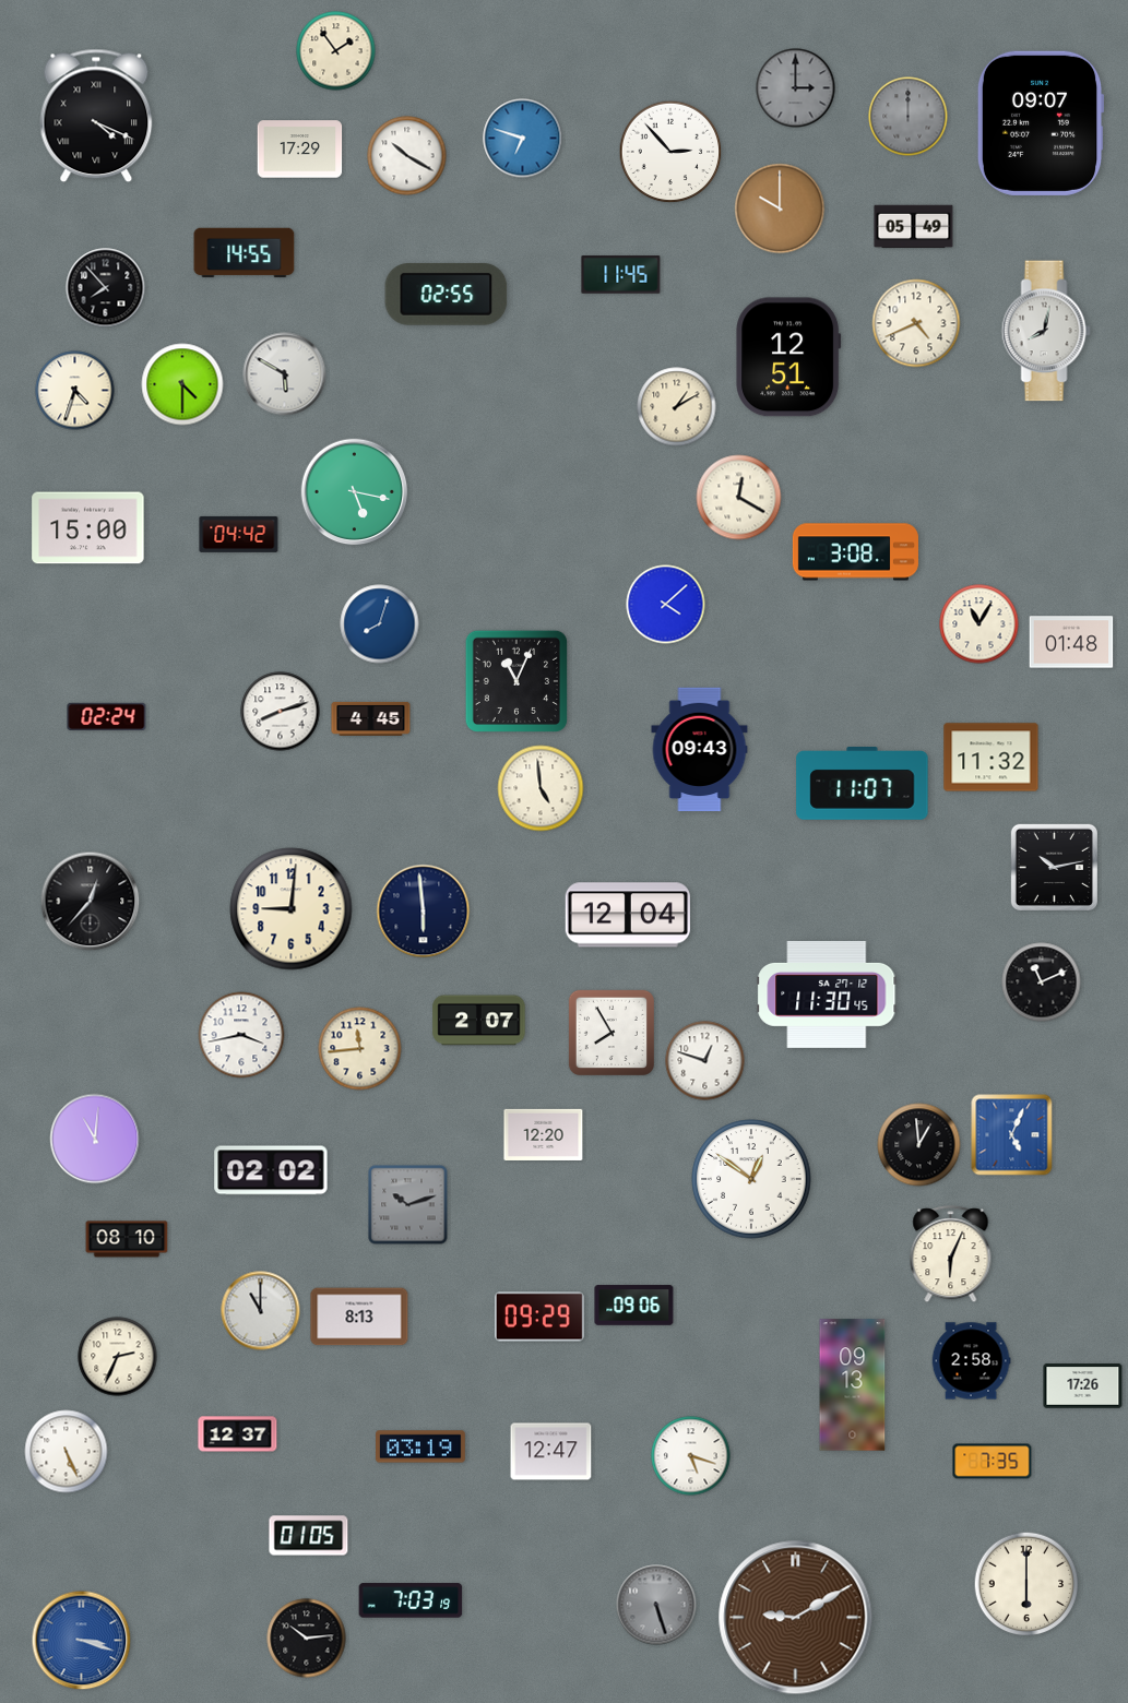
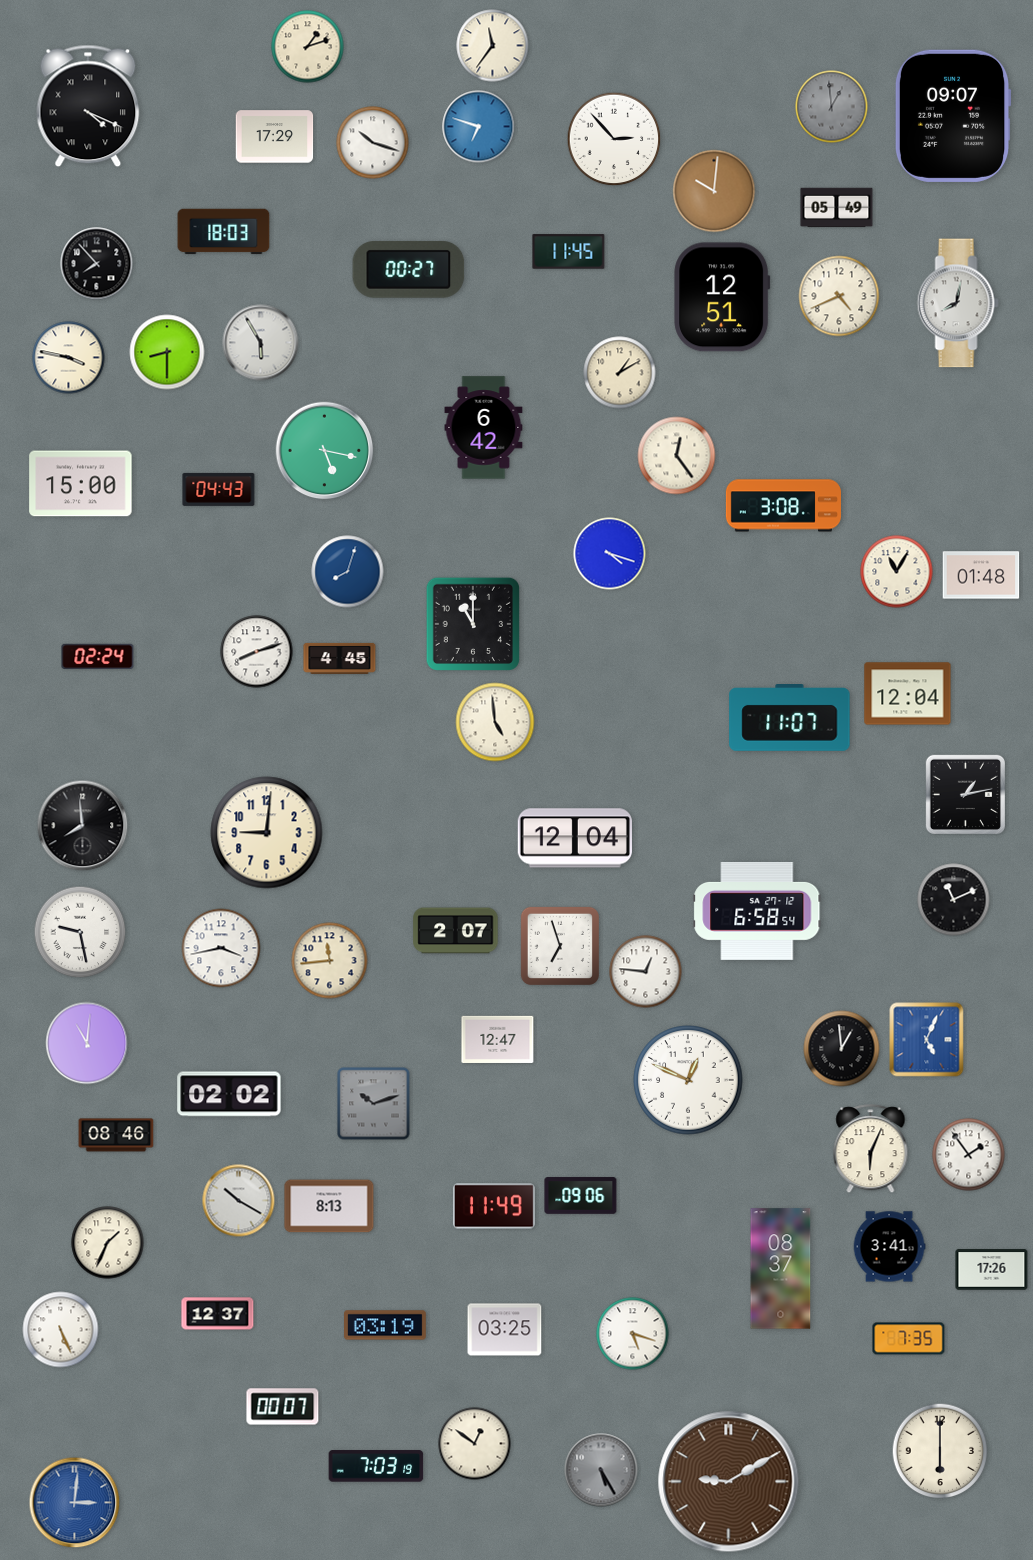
clock at (493, 46): none -> 11:36
clock at (336, 51): 1:54 -> 1:12
clock at (796, 88): 3:00 -> none
clock at (909, 117): 12:00 -> 12:59
clock at (1041, 123) position: (1041, 123) -> (953, 116)
clock at (407, 156): 10:20 -> 10:18
clock at (780, 209): 10:00 -> 10:01
clock at (245, 253): 14:55 -> 18:03
clock at (447, 294): 02:55 -> 00:27
clock at (788, 357) position: (788, 357) -> (722, 297)
clock at (285, 374): 5:50 -> 5:55
clock at (182, 384): 4:30 -> 8:30
clock at (75, 391): 4:33 -> 3:47
clock at (484, 428): none -> 6:42
clock at (739, 498): 12:20 -> 12:24
clock at (239, 534): 04:42 -> 04:43
clock at (666, 605): 4:08 -> 4:18
clock at (1071, 642) position: (1071, 642) -> (981, 575)
clock at (516, 681): 11:04 -> 11:00
clock at (700, 750): 09:43 -> none
clock at (992, 758): 11:32 -> 12:04
clock at (1054, 867): 10:13 -> 1:13
clock at (91, 902): 12:37 -> 7:59
clock at (424, 912): 5:59 -> none
clock at (827, 995): 11:30 -> 6:58
clock at (80, 932): none -> 9:28
clock at (479, 1021) position: (479, 1021) -> (456, 931)
clock at (612, 1033): 7:55 -> 6:57
clock at (705, 1061): 12:48 -> 12:46
clock at (544, 1134): 12:20 -> 12:47
clock at (271, 1170) position: (271, 1170) -> (229, 1094)
clock at (751, 1179): 12:51 -> 12:49
clock at (127, 1239): 08:10 -> 08:46
clock at (969, 1155): none -> 1:54
clock at (261, 1311): 11:00 -> 10:20
clock at (539, 1317): 09:29 -> 11:49
clock at (118, 1357): 2:34 -> 1:34
clock at (971, 1361): 2:58 -> 3:41
clock at (853, 1385): 09:13 -> 08:37
clock at (551, 1452): 12:47 -> 03:25
clock at (309, 1536): 01:05 -> 00:07
clock at (475, 1444): none -> 12:51
clock at (656, 1605): 5:27 -> 5:25
clock at (307, 1639): 10:14 -> none
clock at (82, 1641): 3:18 -> 3:01
